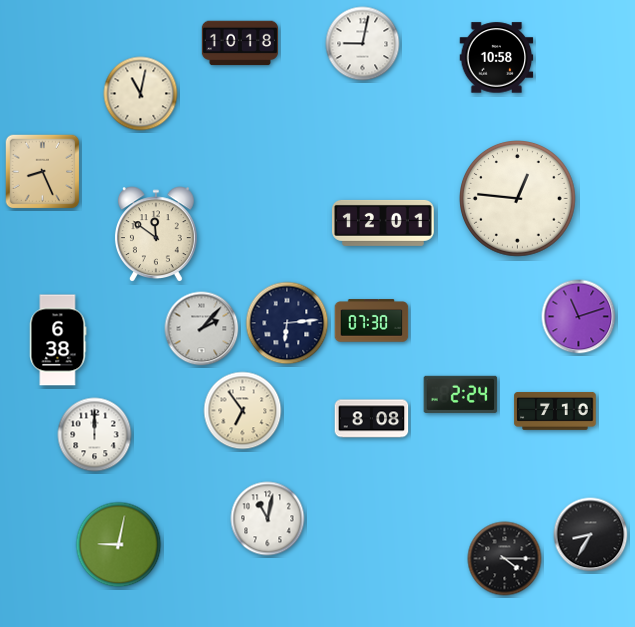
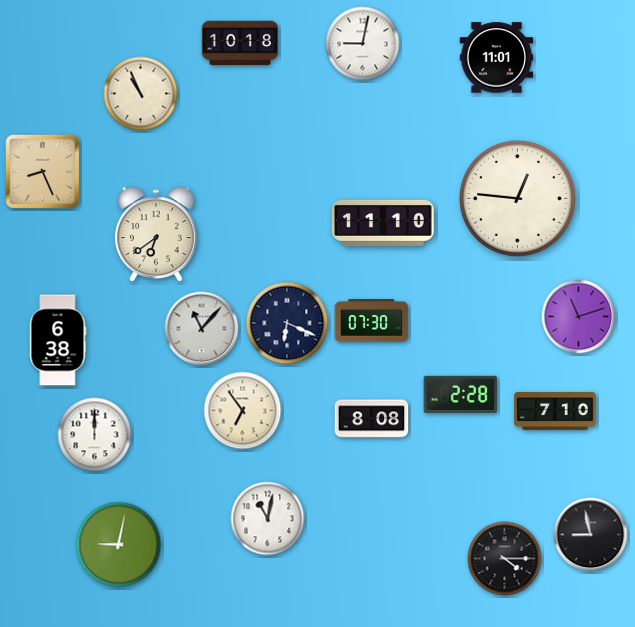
clock at (497, 58): 10:58 -> 11:01
clock at (141, 94): 11:02 -> 10:56
clock at (384, 223): 12:01 -> 11:10
clock at (156, 234): 11:51 -> 6:39
clock at (287, 323): 6:14 -> 6:19
clock at (202, 329): 2:07 -> 11:07
clock at (461, 394): 2:24 -> 2:28
clock at (591, 535): 8:35 -> 8:58
